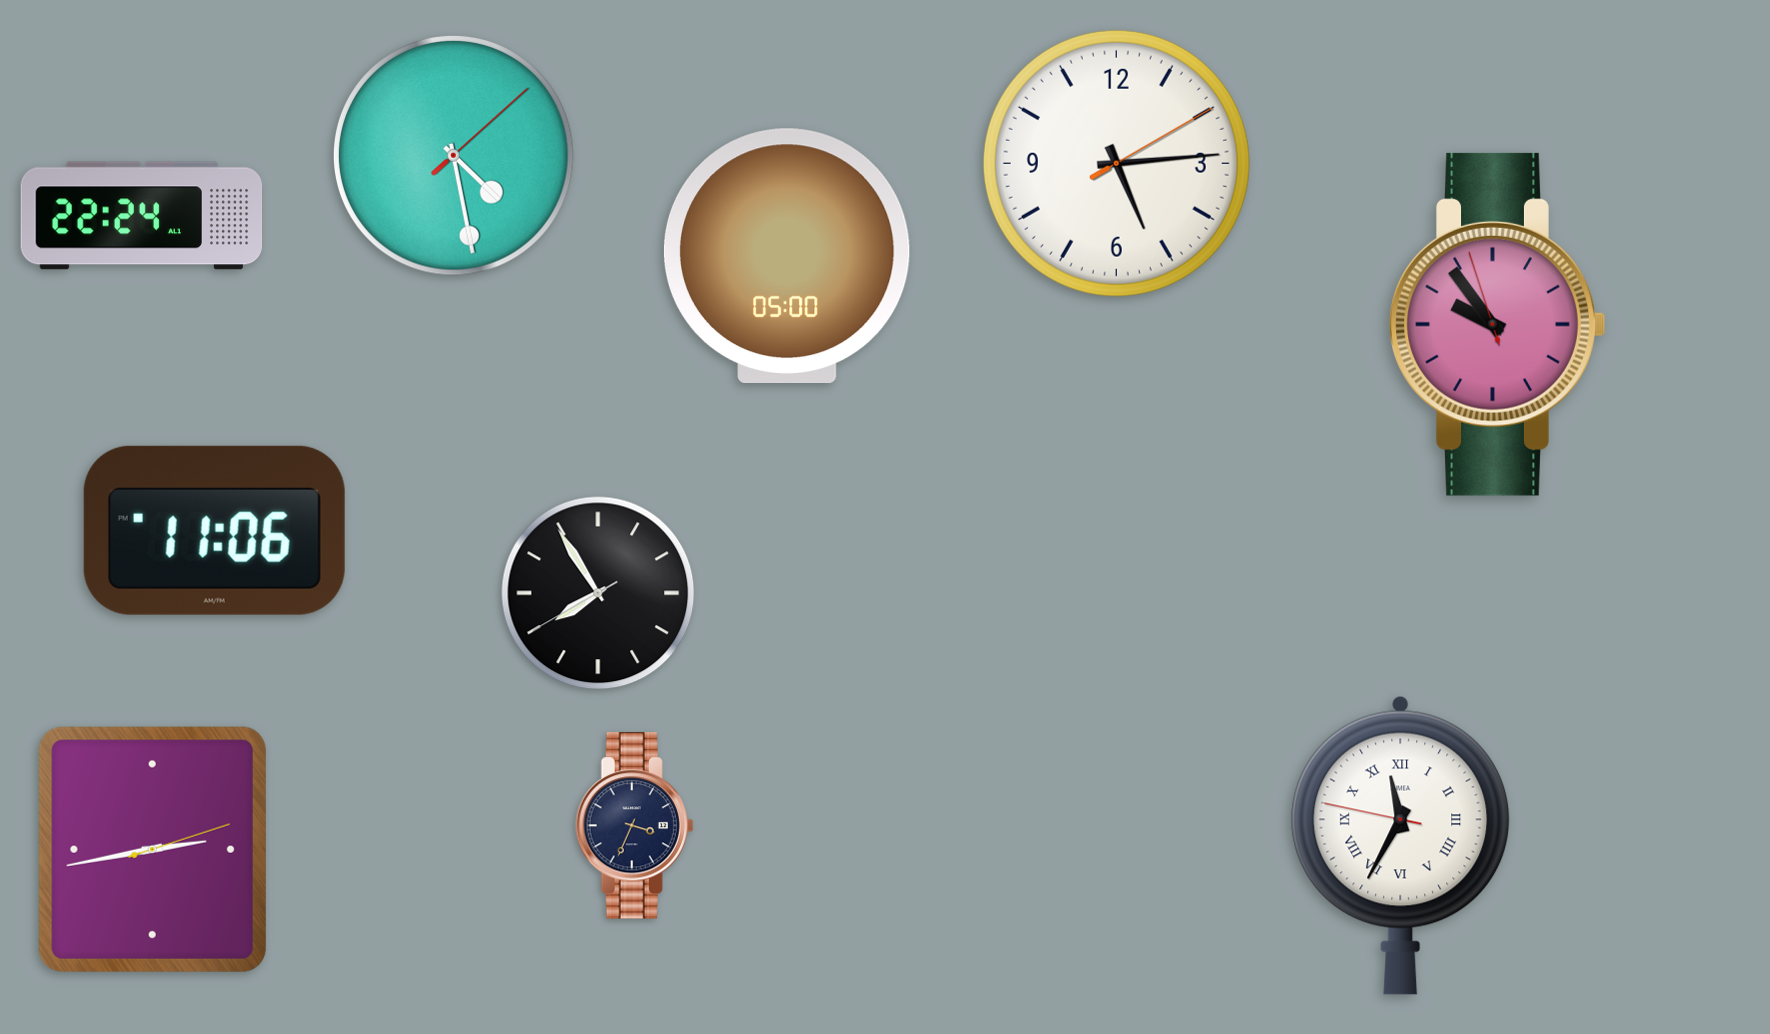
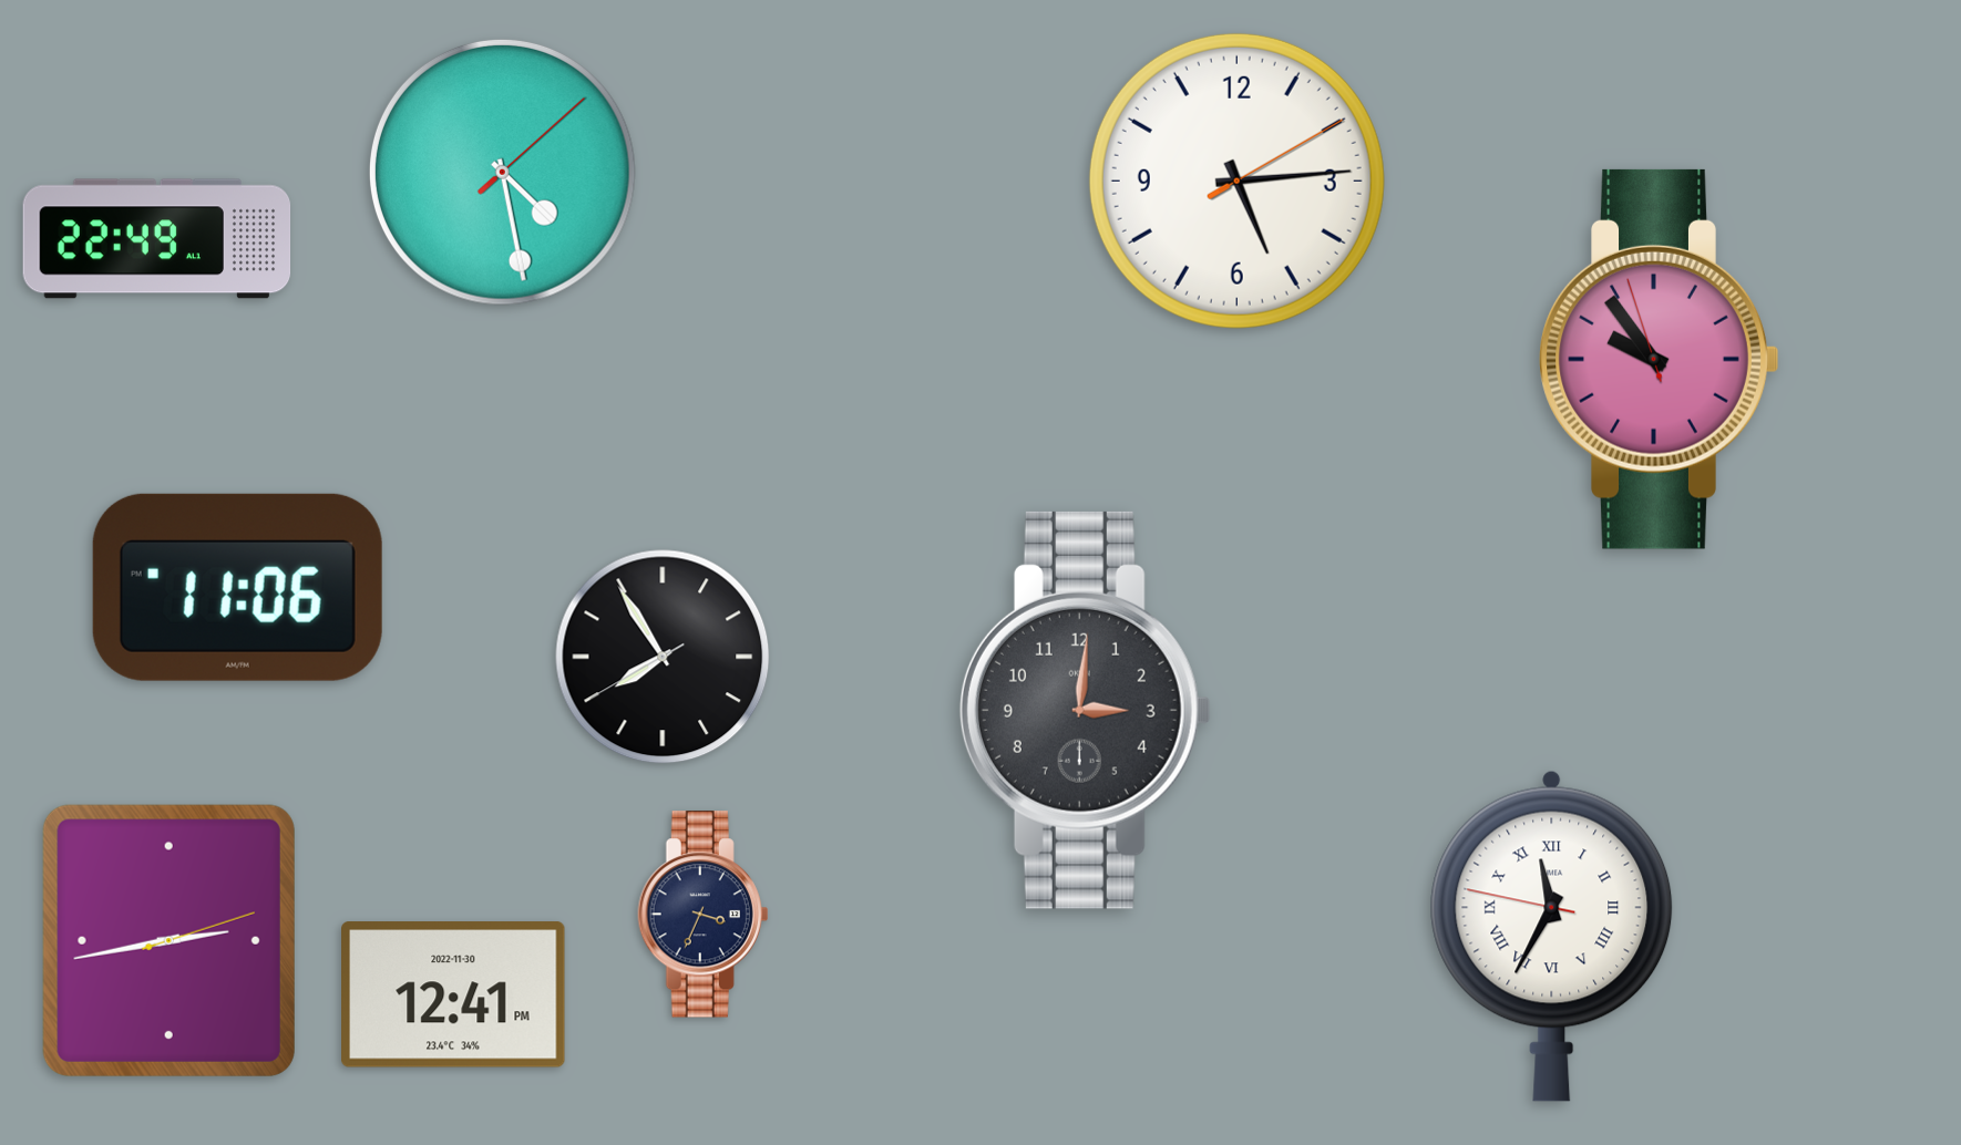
clock at (142, 216): 22:24 -> 22:49
clock at (787, 255): 05:00 -> none
clock at (1085, 710): none -> 3:01
clock at (454, 994): none -> 12:41
